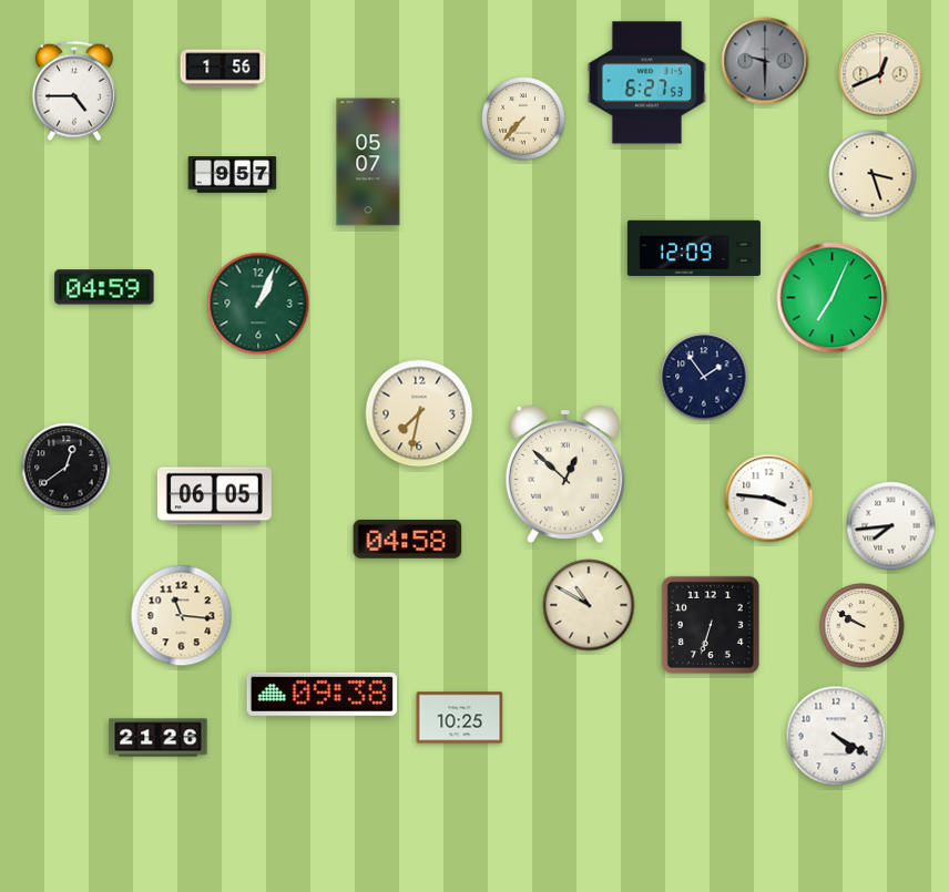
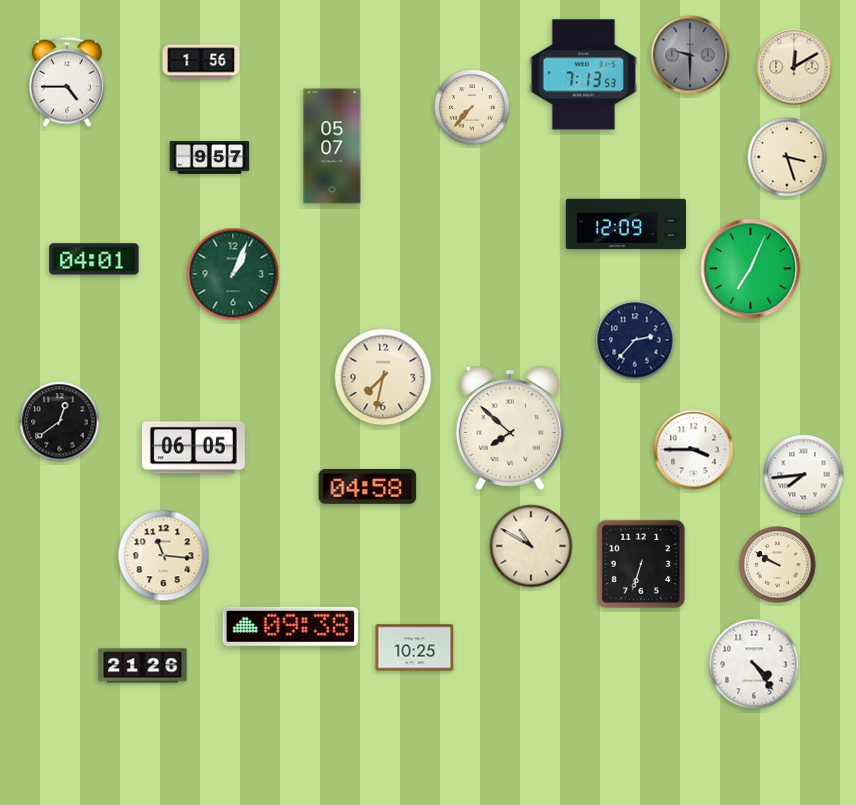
clock at (880, 74): 12:41 -> 12:10
clock at (646, 83): 6:27 -> 7:13
clock at (104, 287): 04:59 -> 04:01
clock at (704, 377): 1:54 -> 2:37
clock at (419, 413) position: (419, 413) -> (383, 377)
clock at (565, 474): 12:52 -> 7:52
clock at (769, 499): 3:46 -> 3:45
clock at (836, 736): 4:20 -> 4:24
